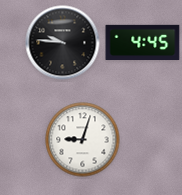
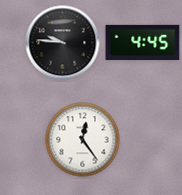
clock at (83, 140): 9:03 -> 12:24
